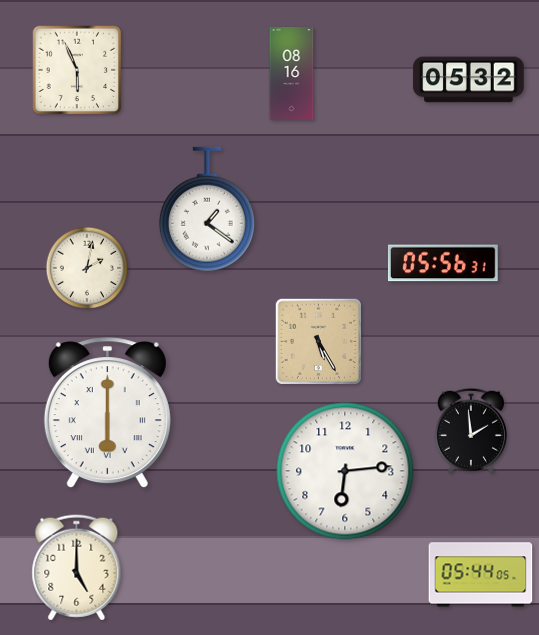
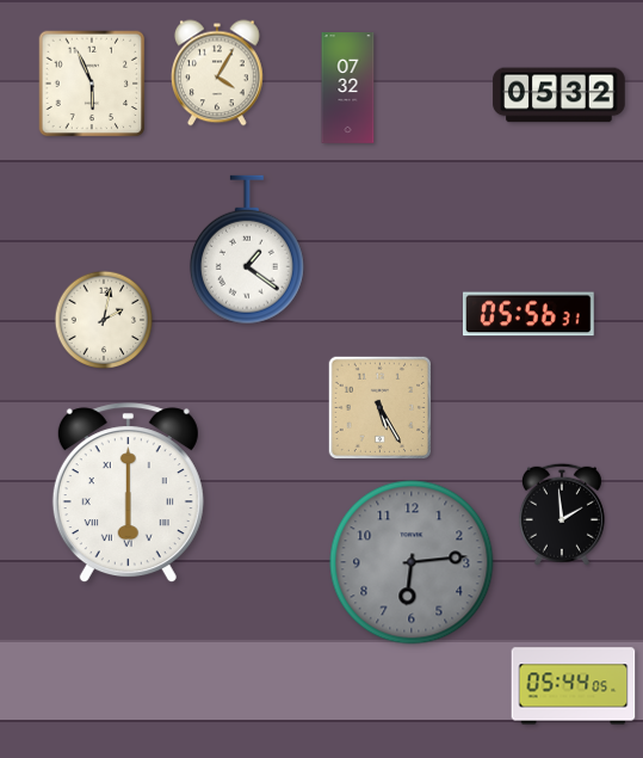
clock at (218, 73): none -> 4:05
clock at (292, 74): 08:16 -> 07:32
clock at (345, 471) dial: white -> grey
clock at (77, 568): 5:00 -> none
